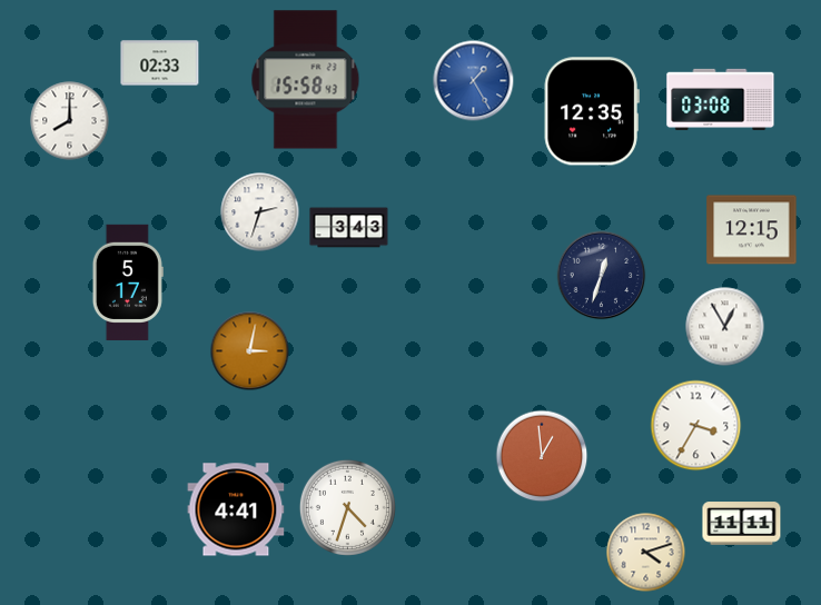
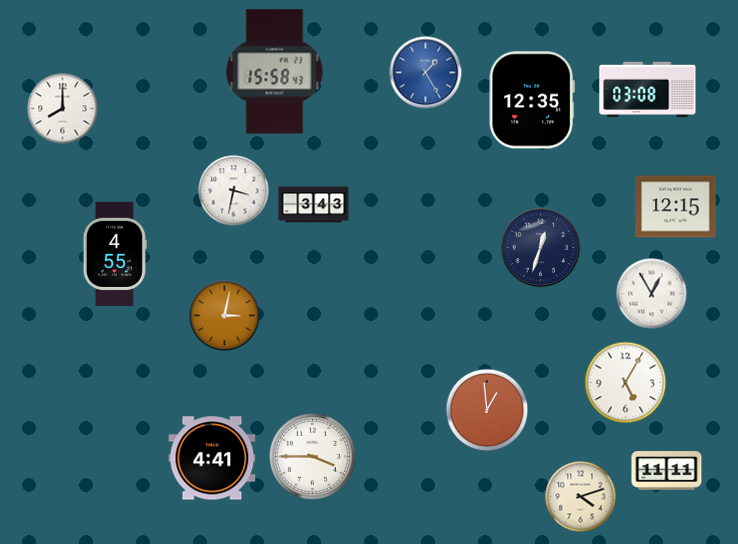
clock at (160, 63): 02:33 -> none
clock at (260, 212): 2:33 -> 3:32
clock at (128, 282): 5:17 -> 4:55
clock at (696, 426): 3:35 -> 5:05
clock at (347, 507): 4:33 -> 3:45
